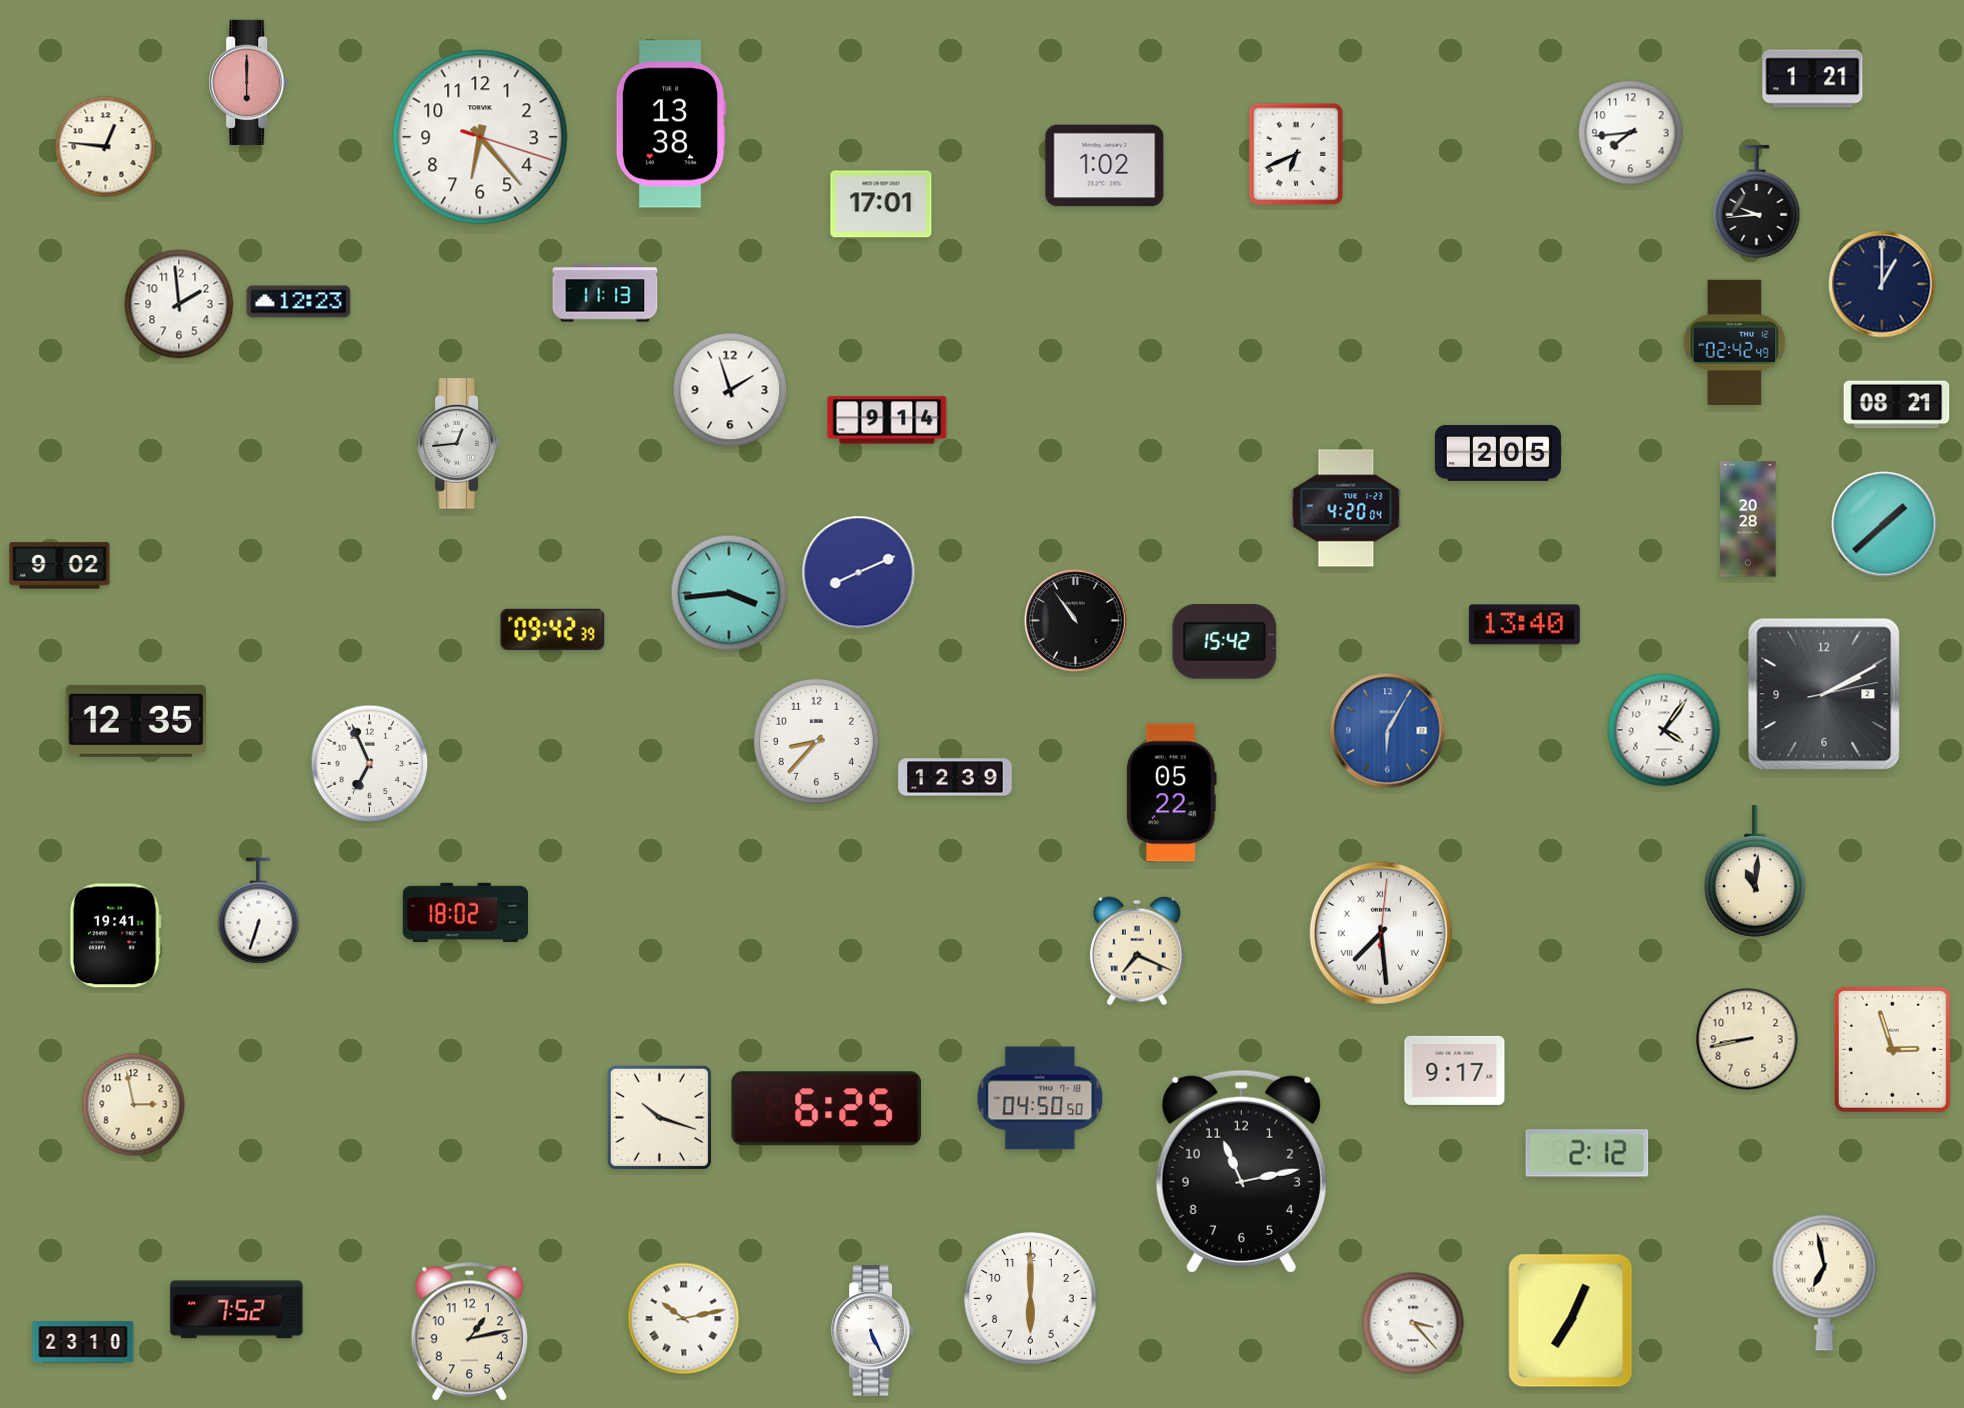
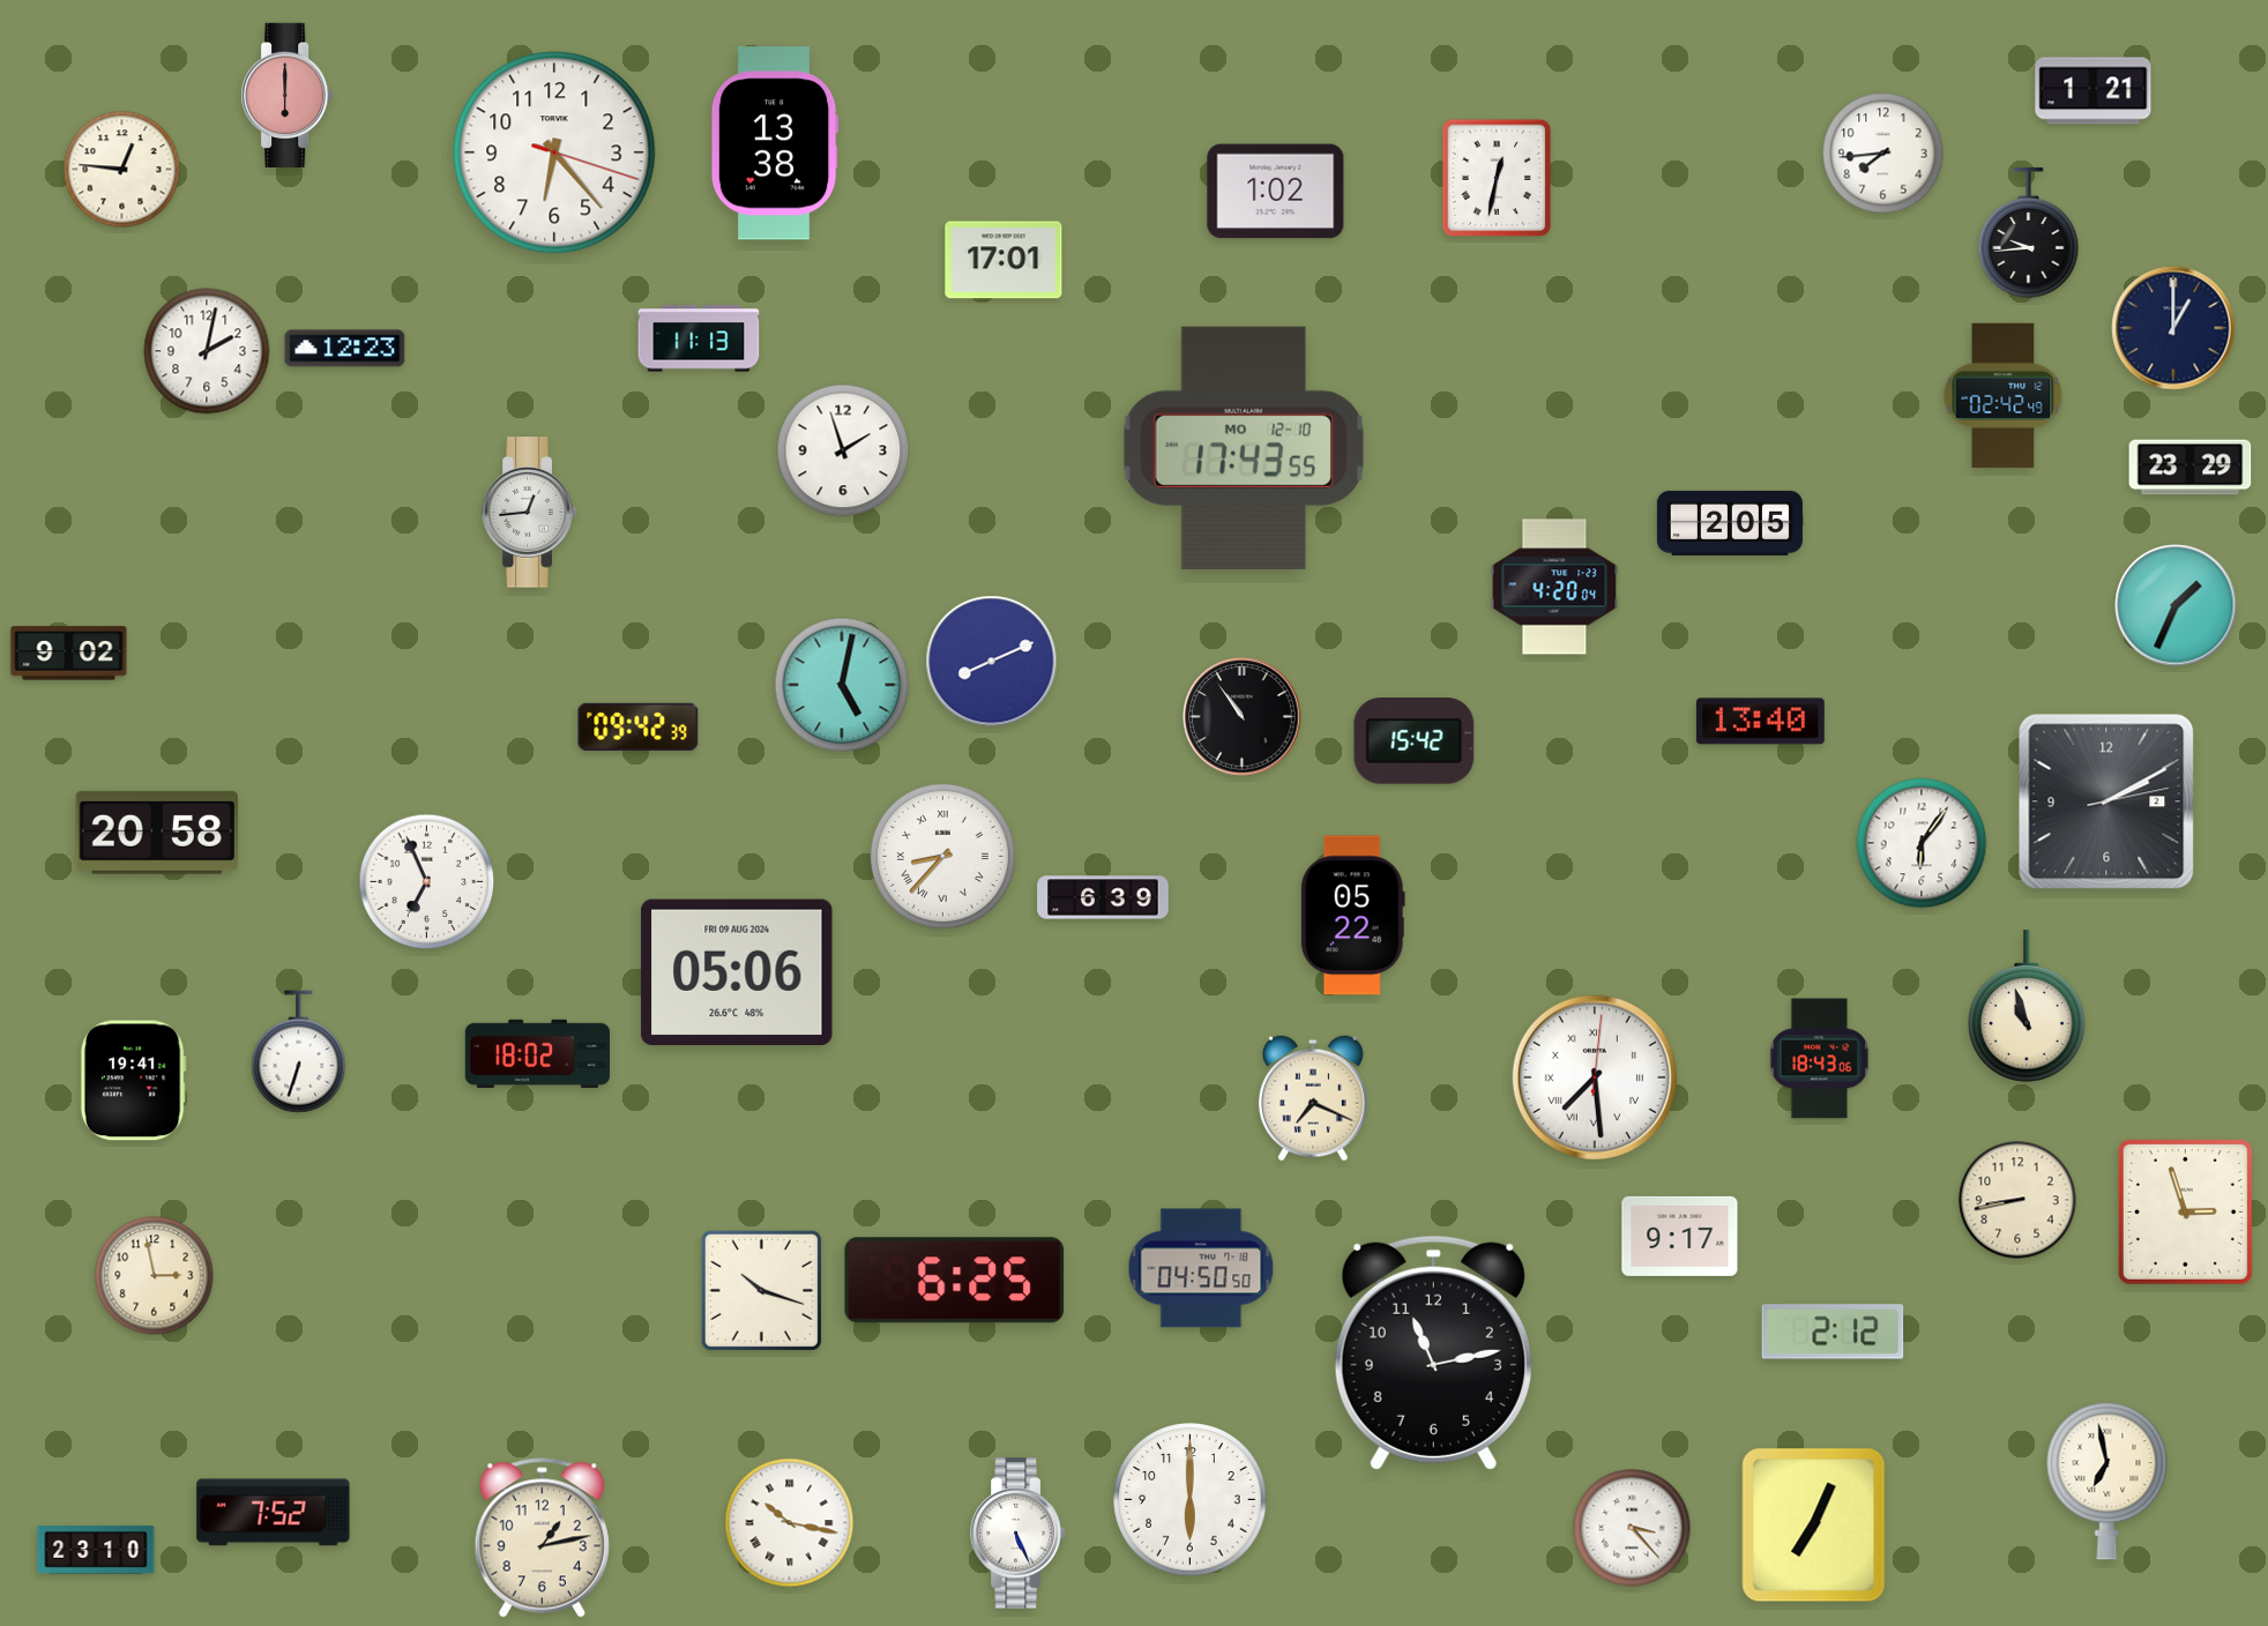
clock at (480, 137) position: (480, 137) -> (554, 152)
clock at (1296, 154): 6:41 -> 12:32
clock at (881, 204) position: (881, 204) -> (1004, 260)
clock at (179, 304): 1:59 -> 2:02
clock at (1243, 448): none -> 17:43
clock at (1897, 405): 08:21 -> 23:29
clock at (887, 420): 9:14 -> none
clock at (1748, 519): 20:28 -> none
clock at (1884, 524): 1:38 -> 1:34
clock at (729, 593): 3:44 -> 5:02
clock at (135, 721): 12:35 -> 20:58
clock at (1664, 730): 4:06 -> 6:06
clock at (1388, 731): 6:05 -> none
clock at (816, 741) numerals: Arabic -> Roman
clock at (955, 777): 12:39 -> 6:39
clock at (737, 971): none -> 05:06
clock at (1756, 871): 11:01 -> 10:57
clock at (1820, 1059): none -> 18:43
clock at (684, 1319): 10:13 -> 10:17
clock at (873, 1331) position: (873, 1331) -> (1019, 1534)
